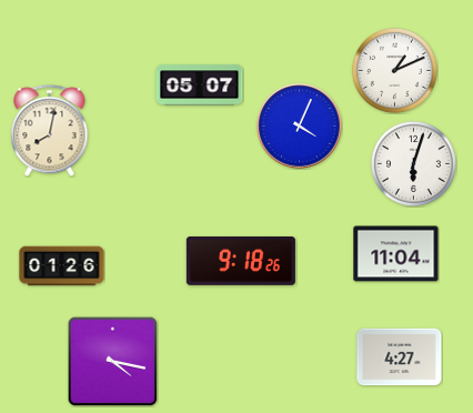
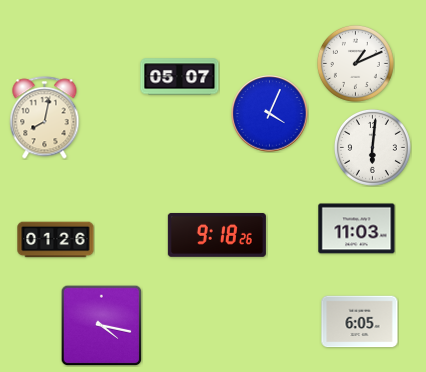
clock at (413, 163): 6:03 -> 6:01
clock at (396, 254): 11:04 -> 11:03
clock at (400, 357): 4:27 -> 6:05
